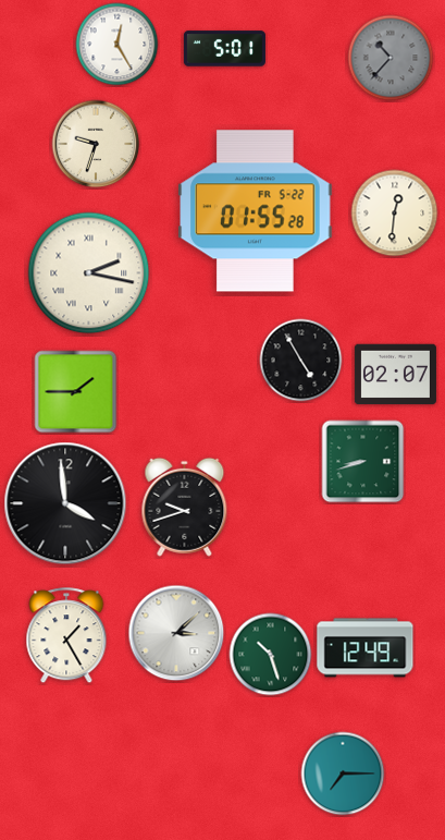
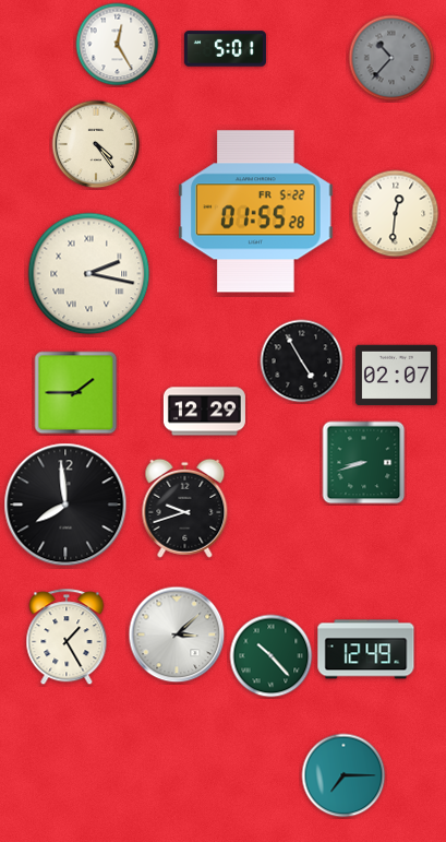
clock at (96, 144): 9:33 -> 4:24
clock at (204, 412): none -> 12:29
clock at (65, 503): 3:59 -> 7:59
clock at (271, 655): 10:27 -> 10:23
